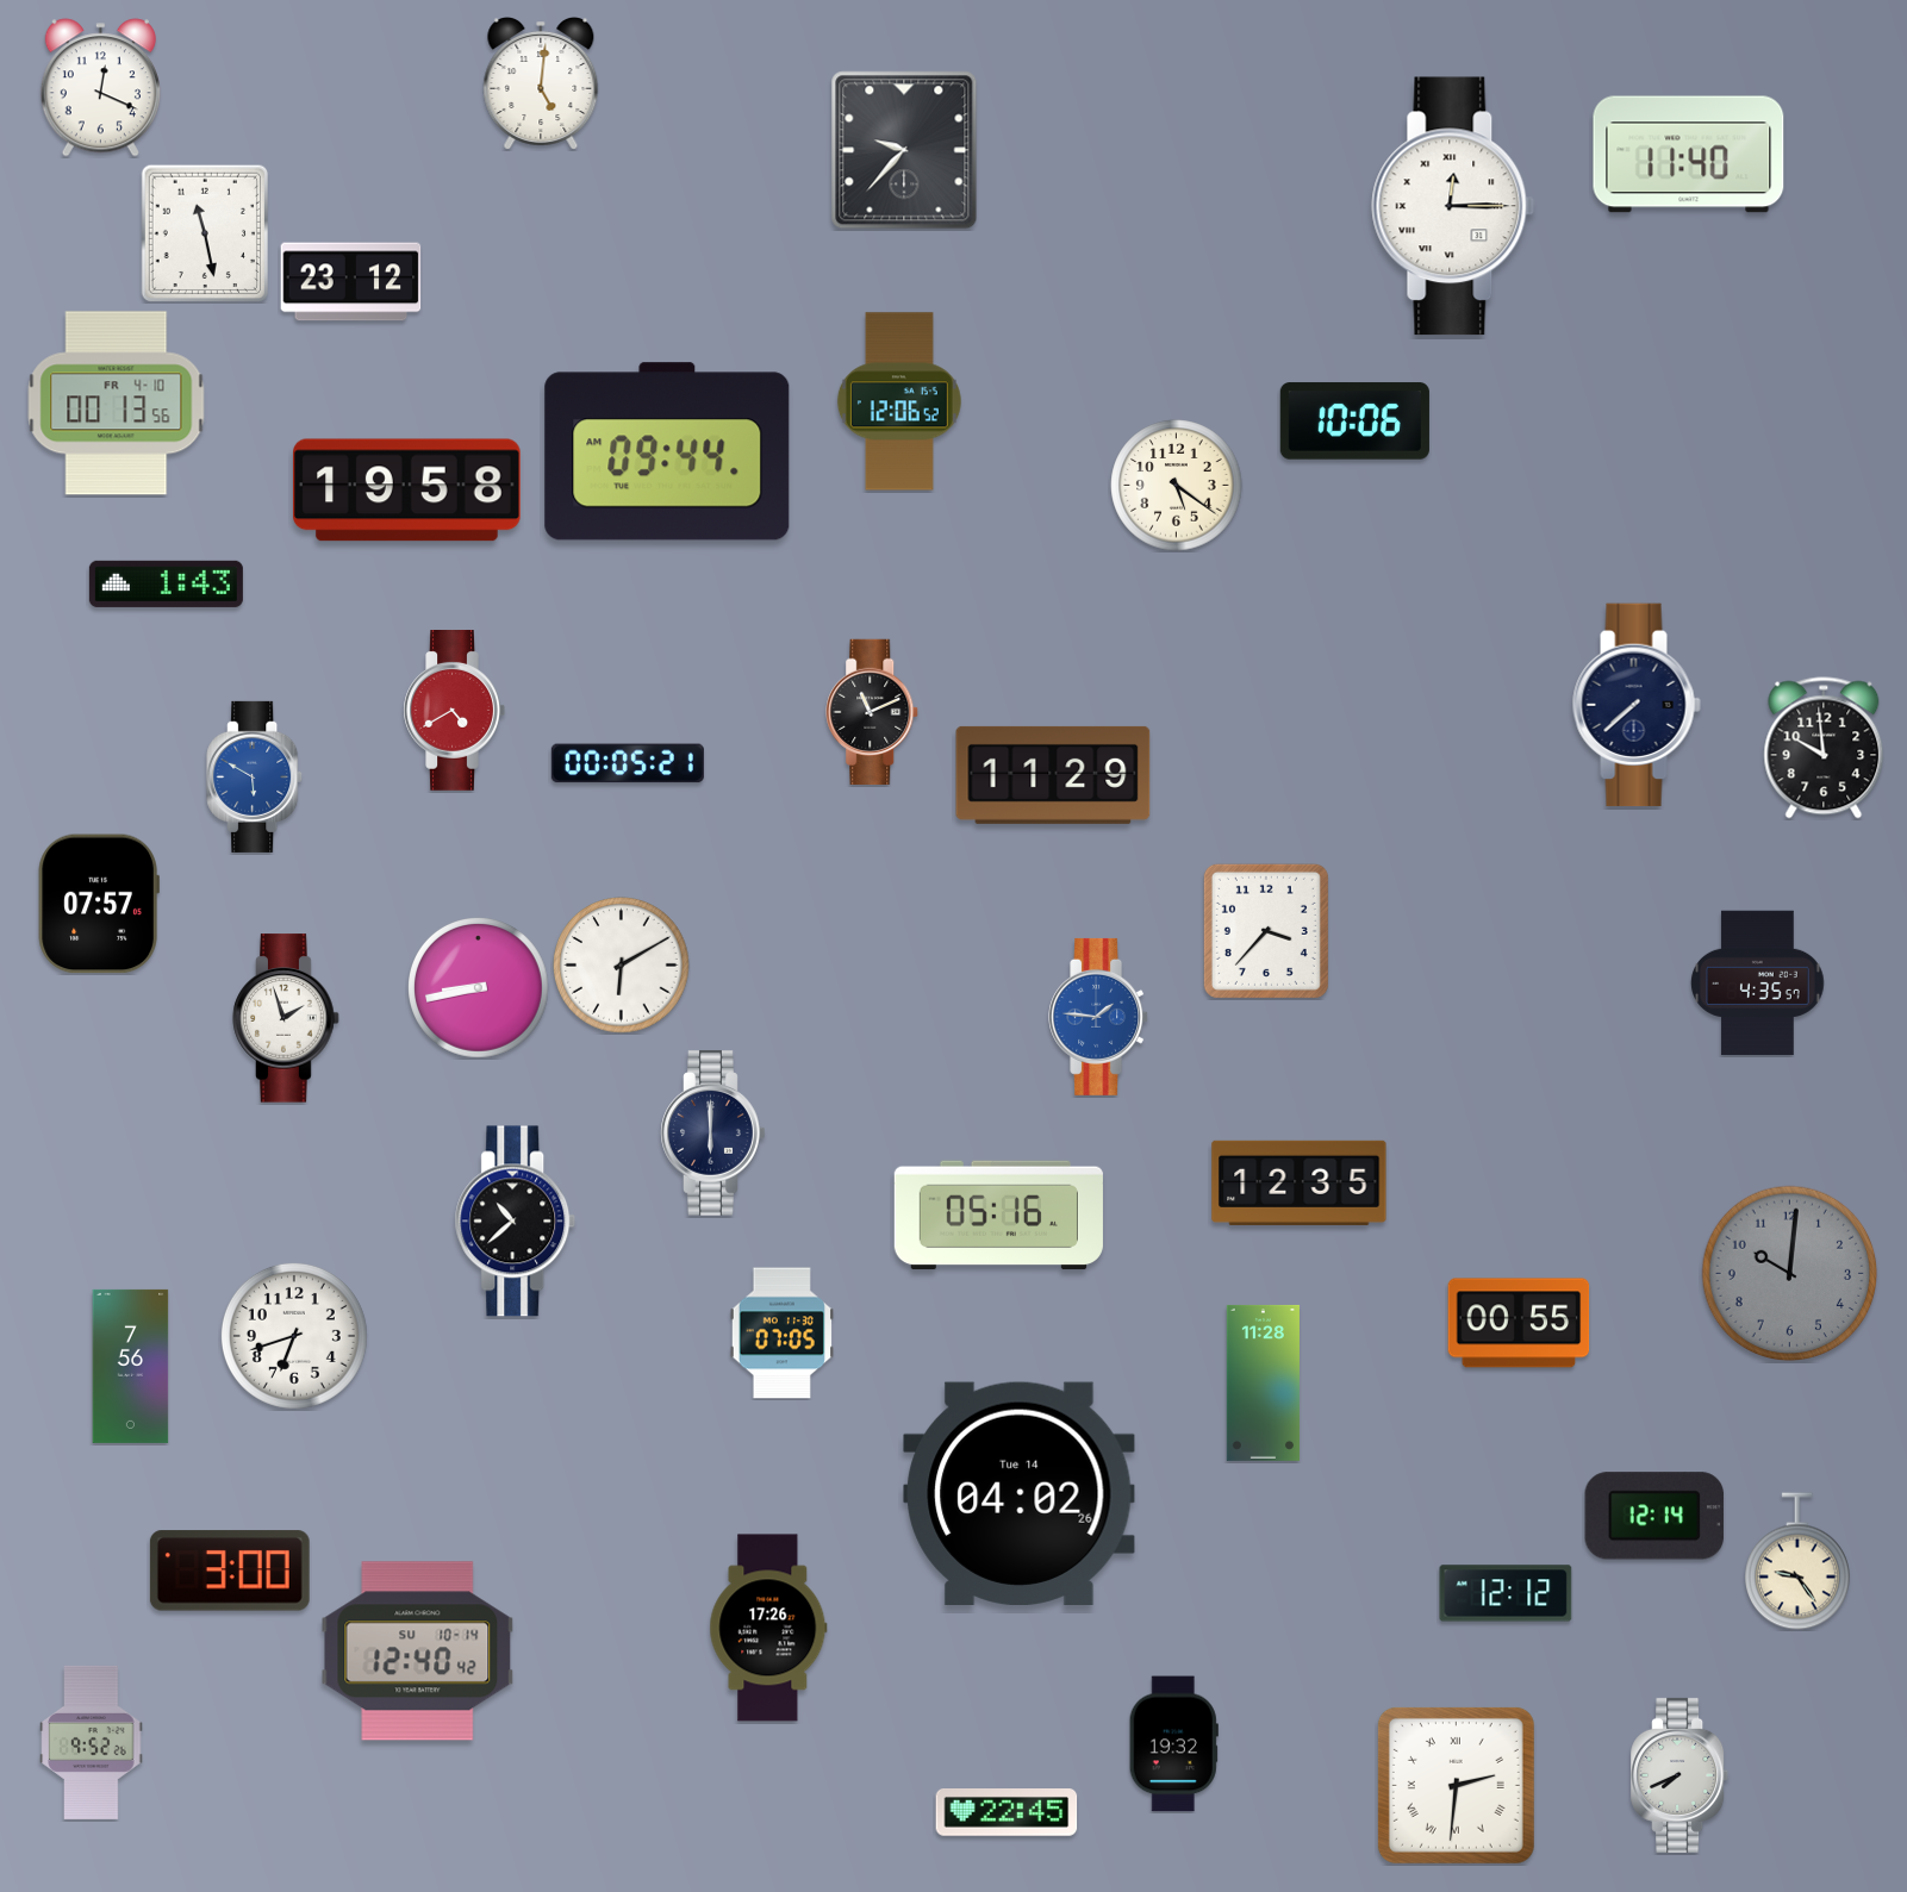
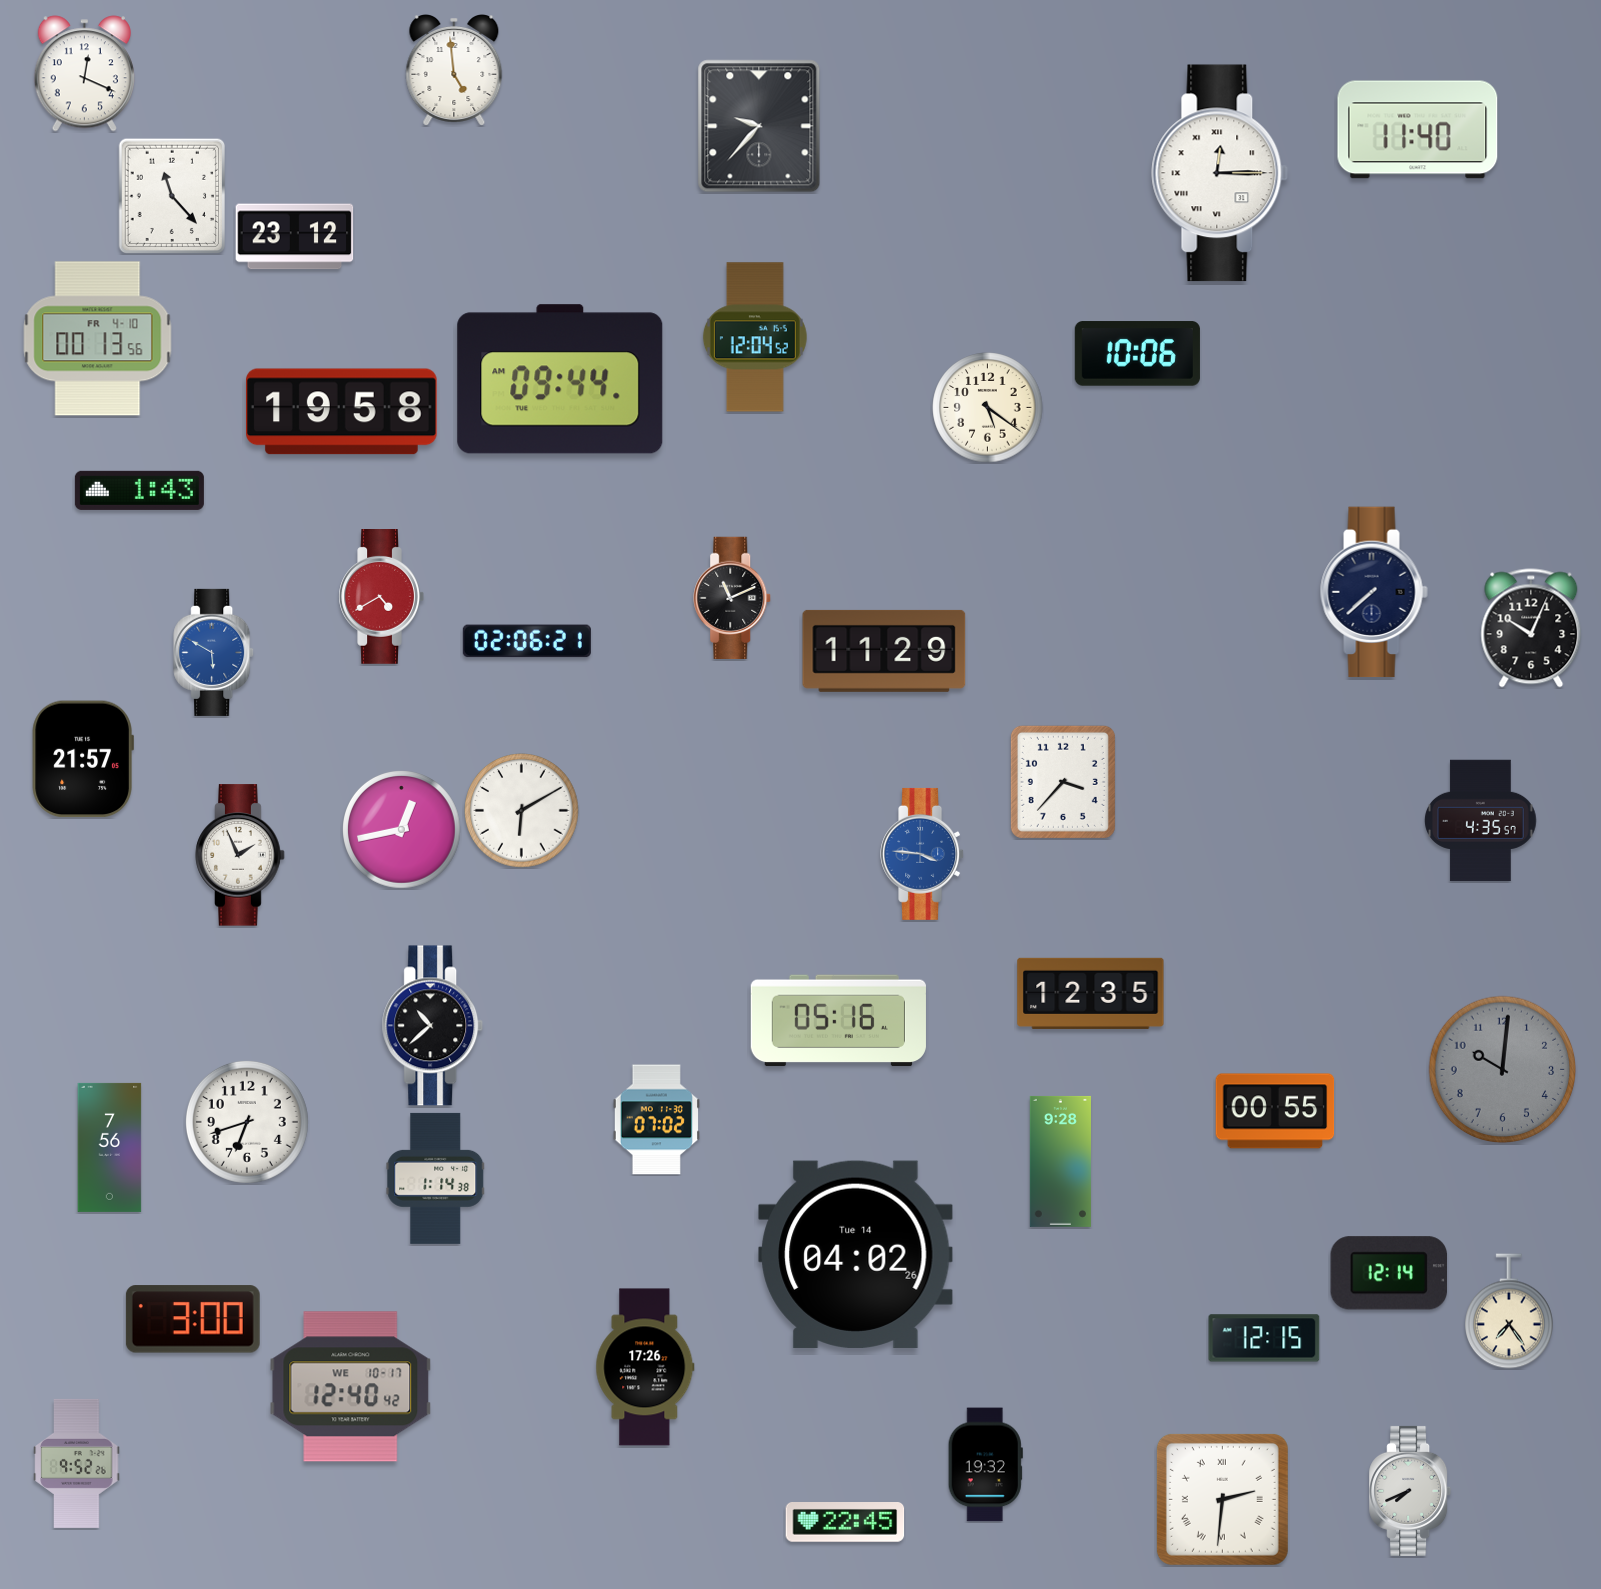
clock at (541, 85): 5:01 -> 4:59
clock at (204, 232): 11:28 -> 11:23
clock at (899, 401): 12:06 -> 12:04
clock at (1824, 748): 9:59 -> 10:04
clock at (628, 763): 00:05 -> 02:06
clock at (99, 904): 07:57 -> 21:57
clock at (1758, 984) position: (1758, 984) -> (1481, 821)
clock at (479, 988): 8:43 -> 12:43
clock at (1099, 1017): 1:46 -> 3:46
clock at (286, 1018): 1:57 -> 1:56
clock at (713, 1134): 6:00 -> none
clock at (781, 1334): 07:05 -> 07:02
clock at (1263, 1382): 11:28 -> 9:28
clock at (436, 1178): none -> 1:14
clock at (1799, 1561): 9:24 -> 7:24
clock at (1506, 1593): 12:12 -> 12:15
clock at (418, 1651) date: SU 10-14 -> WE 10-17
